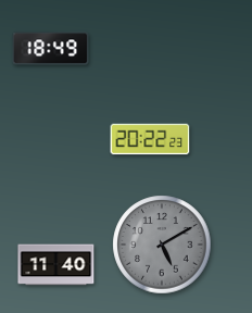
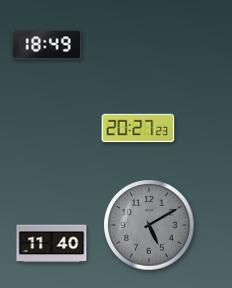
clock at (150, 139): 20:22 -> 20:27
